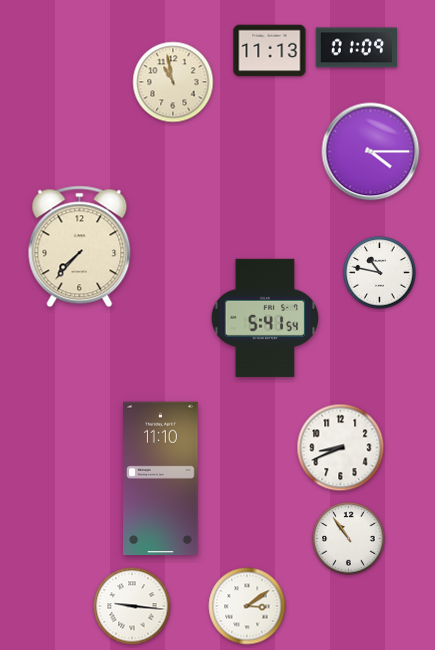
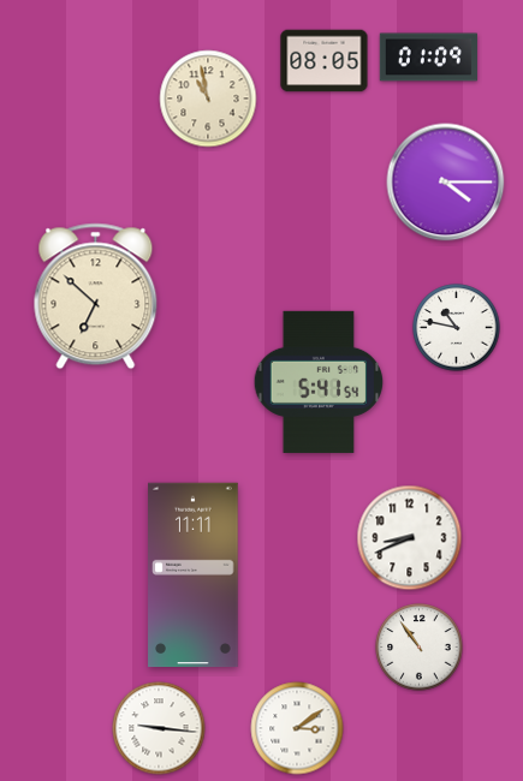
clock at (270, 51): 11:13 -> 08:05
clock at (80, 247): 7:37 -> 6:52
clock at (161, 479): 11:10 -> 11:11
